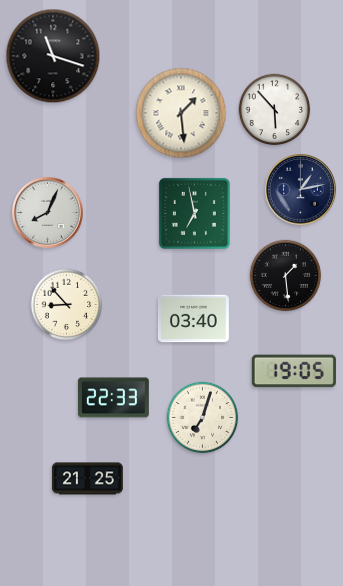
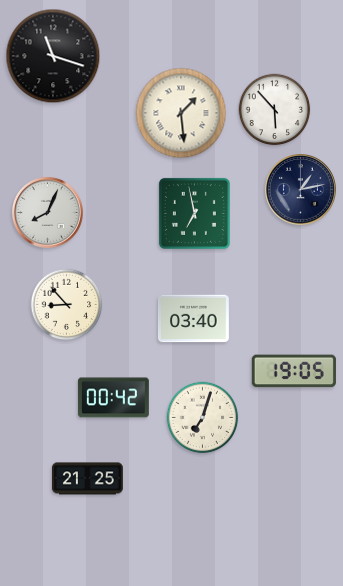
clock at (286, 276): 1:29 -> none
clock at (113, 398): 22:33 -> 00:42
